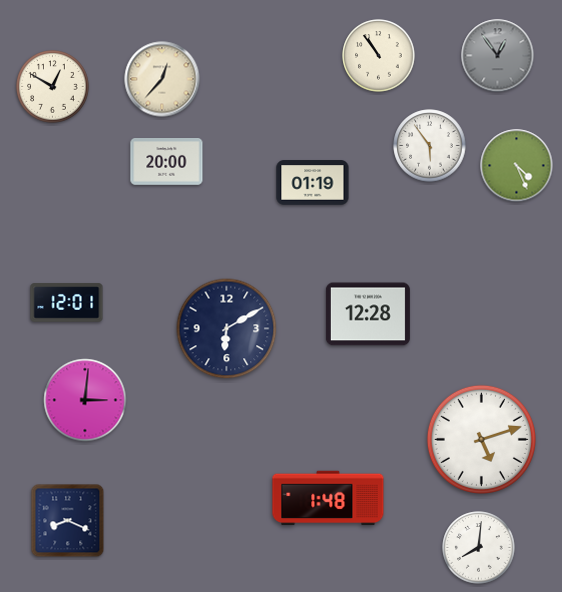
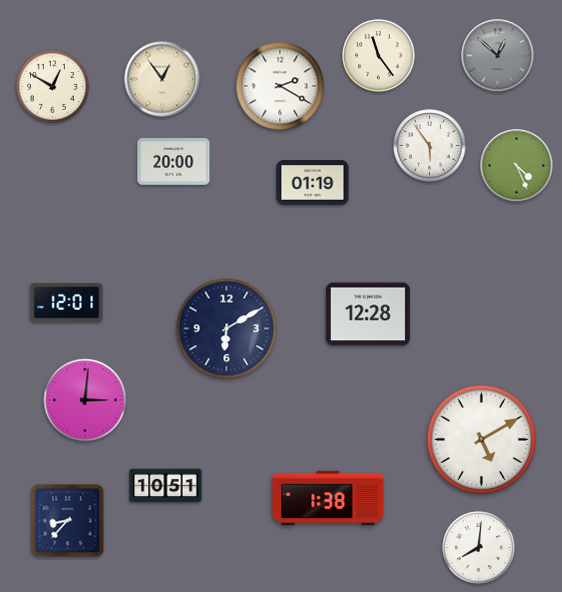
clock at (379, 56): 10:54 -> 11:24
clock at (498, 56): 12:54 -> 12:52
clock at (162, 79): 12:37 -> 12:54
clock at (280, 86): none -> 2:20
clock at (167, 162) position: (167, 162) -> (174, 162)
clock at (481, 439): 5:12 -> 5:10
clock at (166, 486): none -> 10:51
clock at (328, 498): 1:48 -> 1:38
clock at (68, 521): 8:19 -> 8:37
